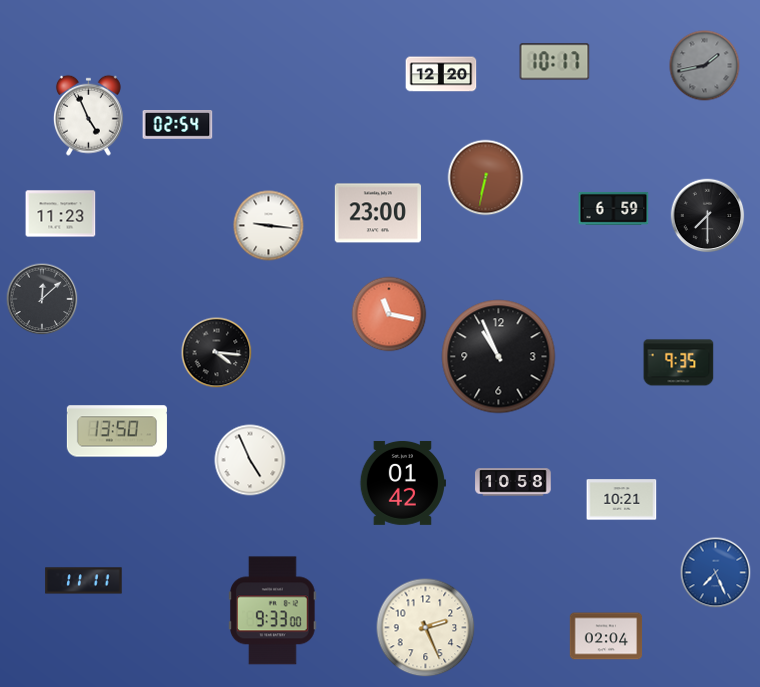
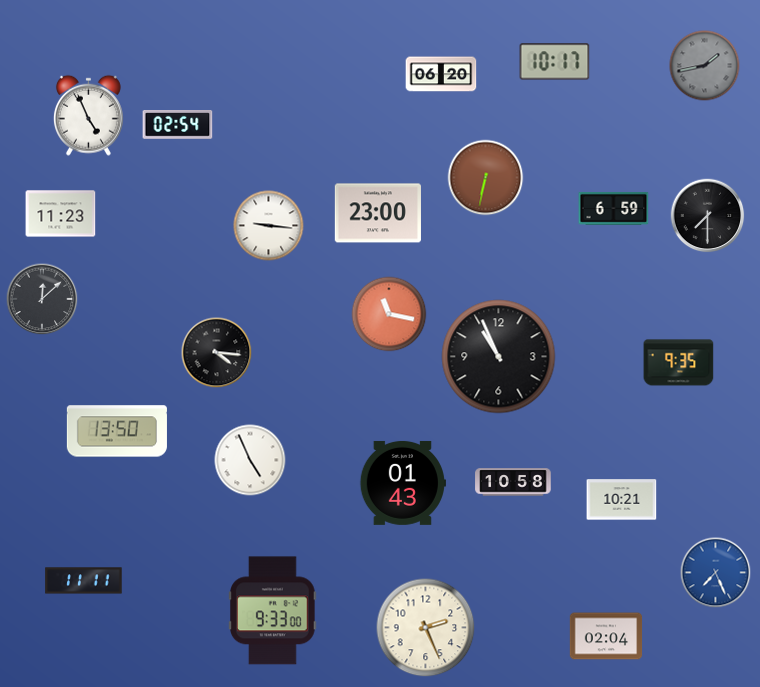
clock at (441, 74): 12:20 -> 06:20
clock at (403, 483): 01:42 -> 01:43
